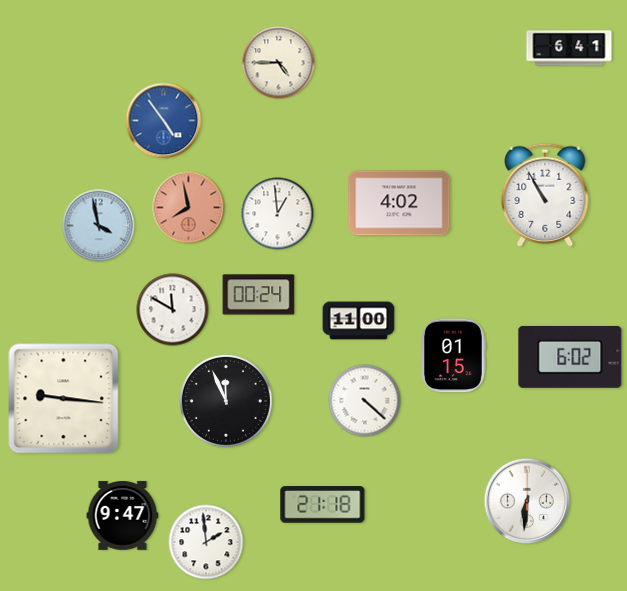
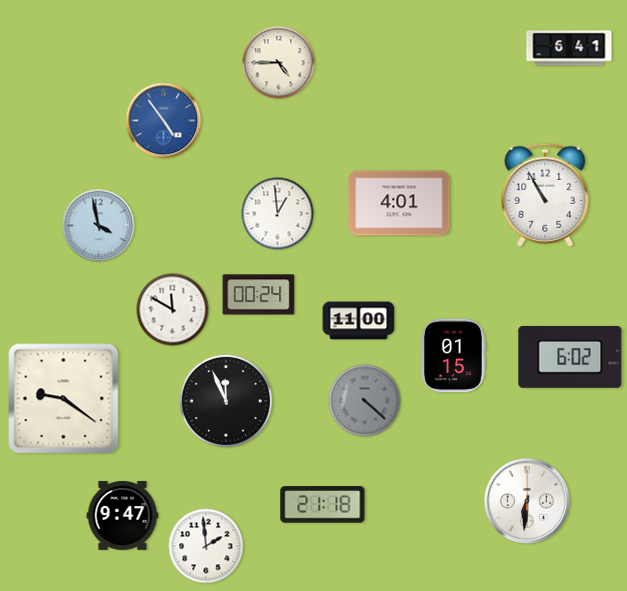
clock at (399, 203): 4:02 -> 4:01
clock at (189, 208): 7:58 -> none
clock at (64, 399): 9:16 -> 9:21
clock at (365, 401) dial: white -> grey
clock at (206, 542) position: (206, 542) -> (206, 546)
